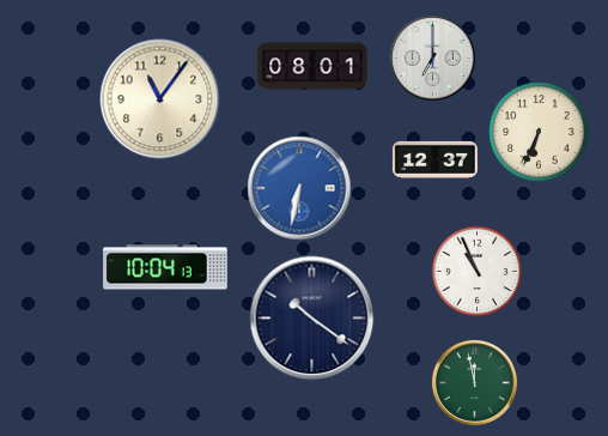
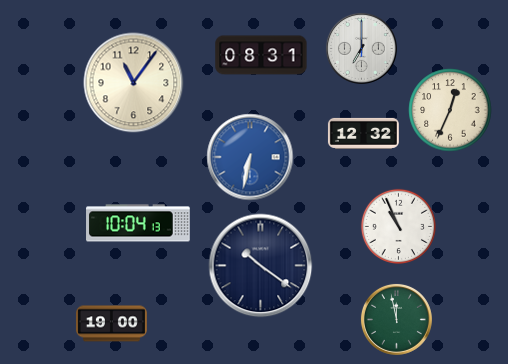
clock at (312, 66): 08:01 -> 08:31
clock at (539, 132): 6:34 -> 12:34
clock at (434, 159): 12:37 -> 12:32
clock at (111, 324): none -> 19:00
